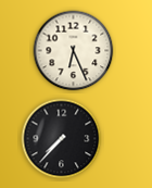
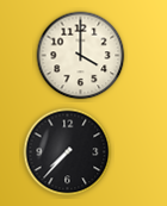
clock at (74, 51): 6:26 -> 4:00
